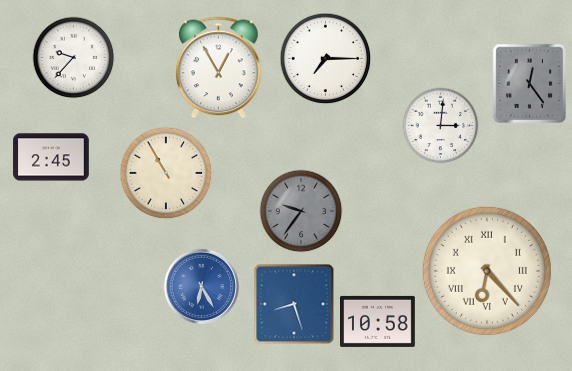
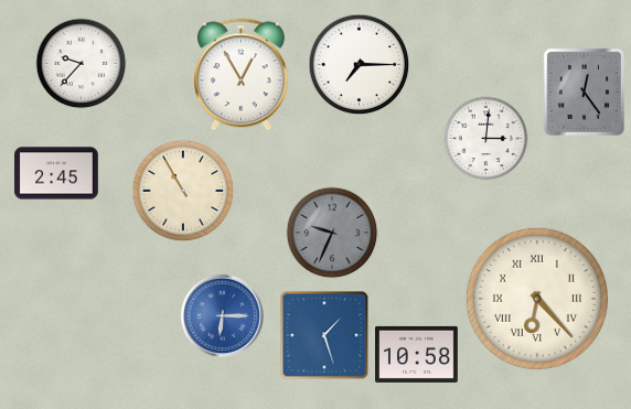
clock at (301, 211): 9:36 -> 9:34
clock at (201, 286): 6:25 -> 6:15
clock at (294, 304): 8:27 -> 1:27
